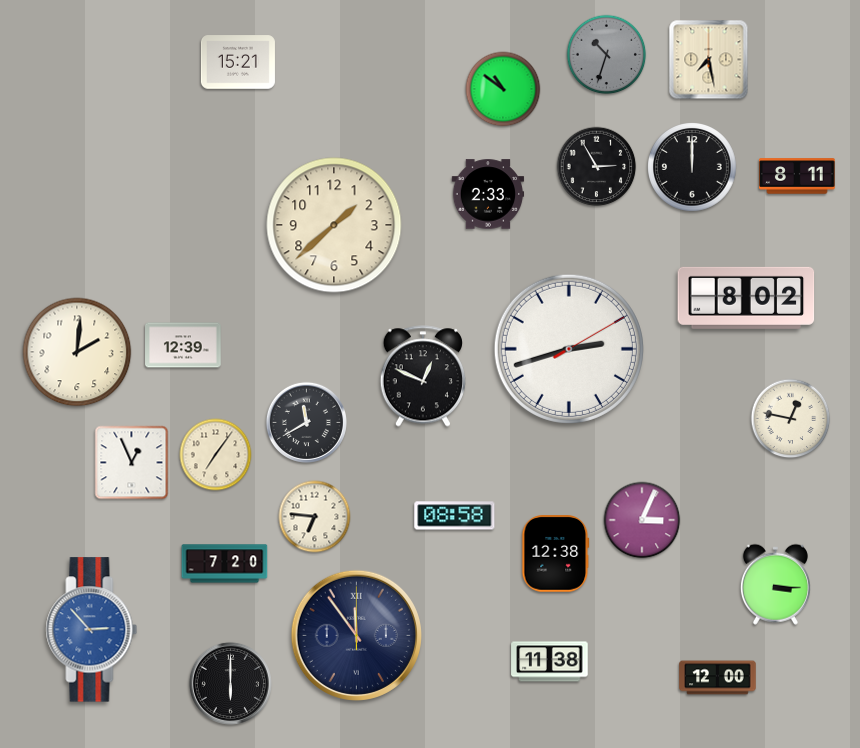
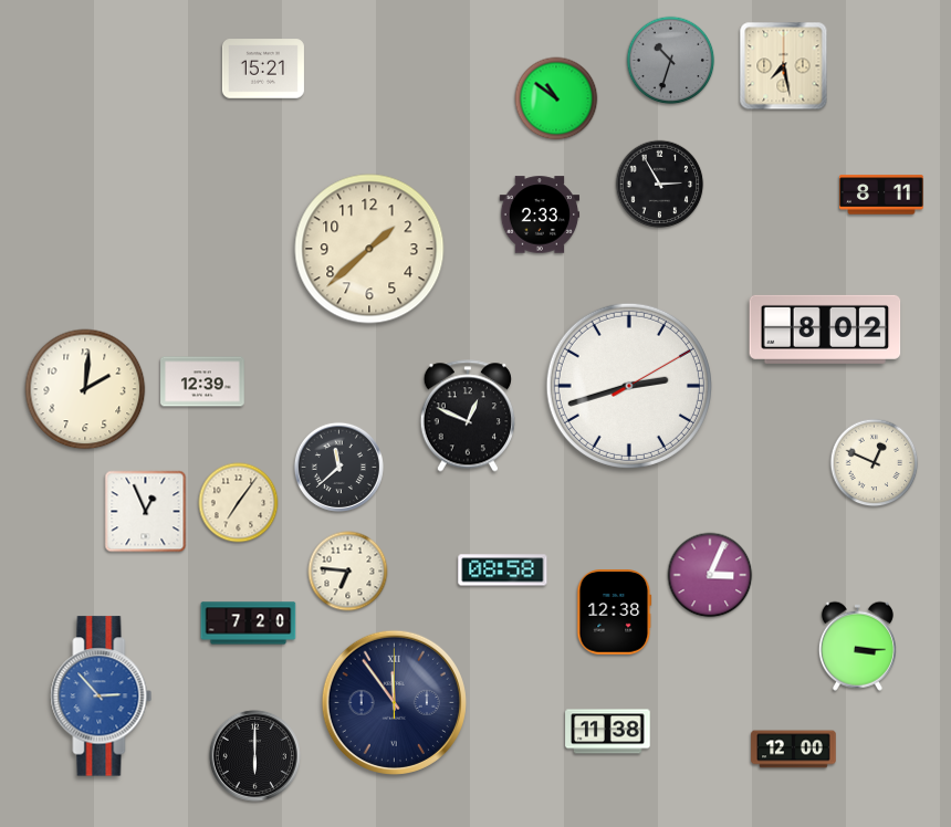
clock at (693, 168): 12:00 -> none
clock at (791, 419): 12:47 -> 12:49
clock at (306, 422): 11:40 -> 11:38
